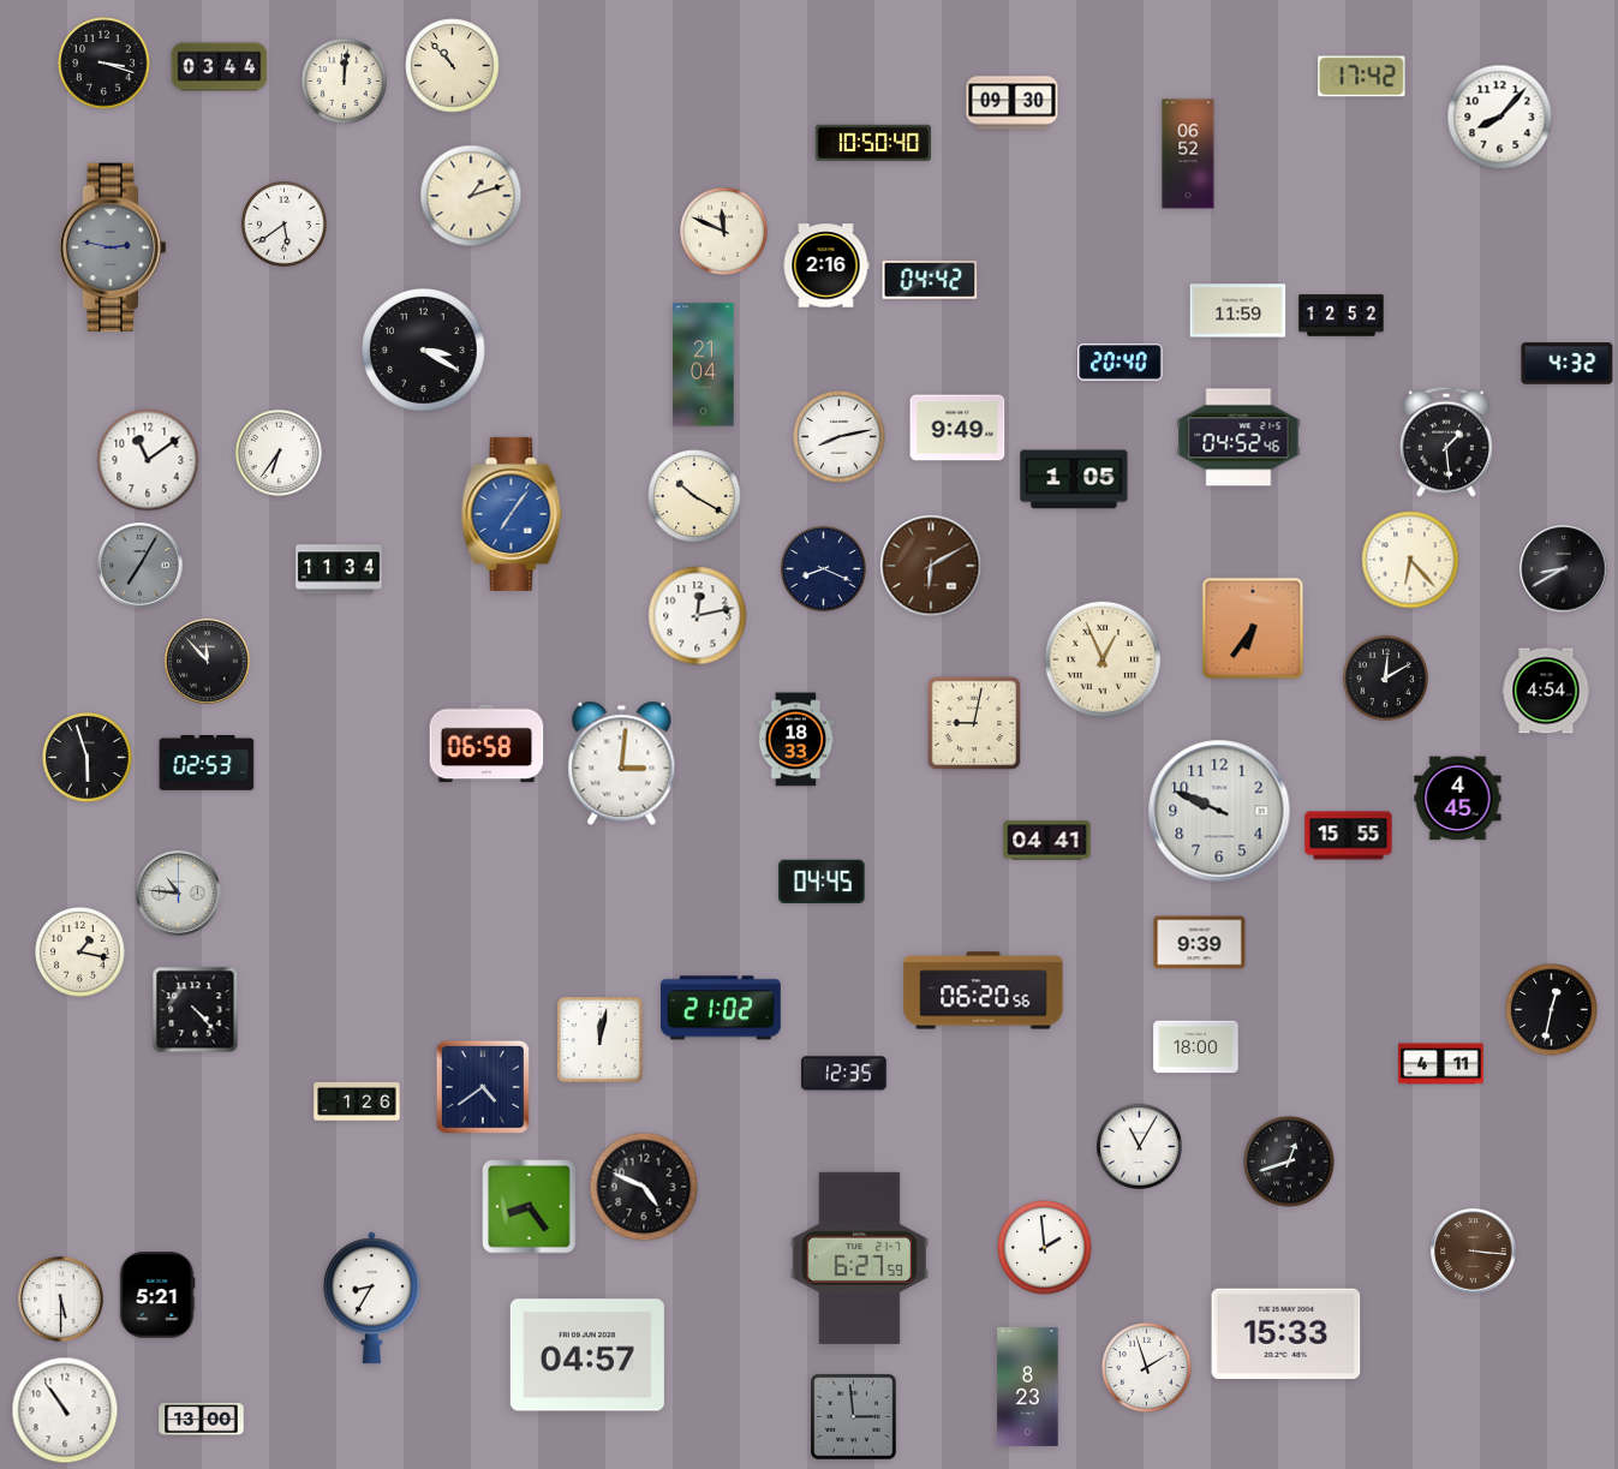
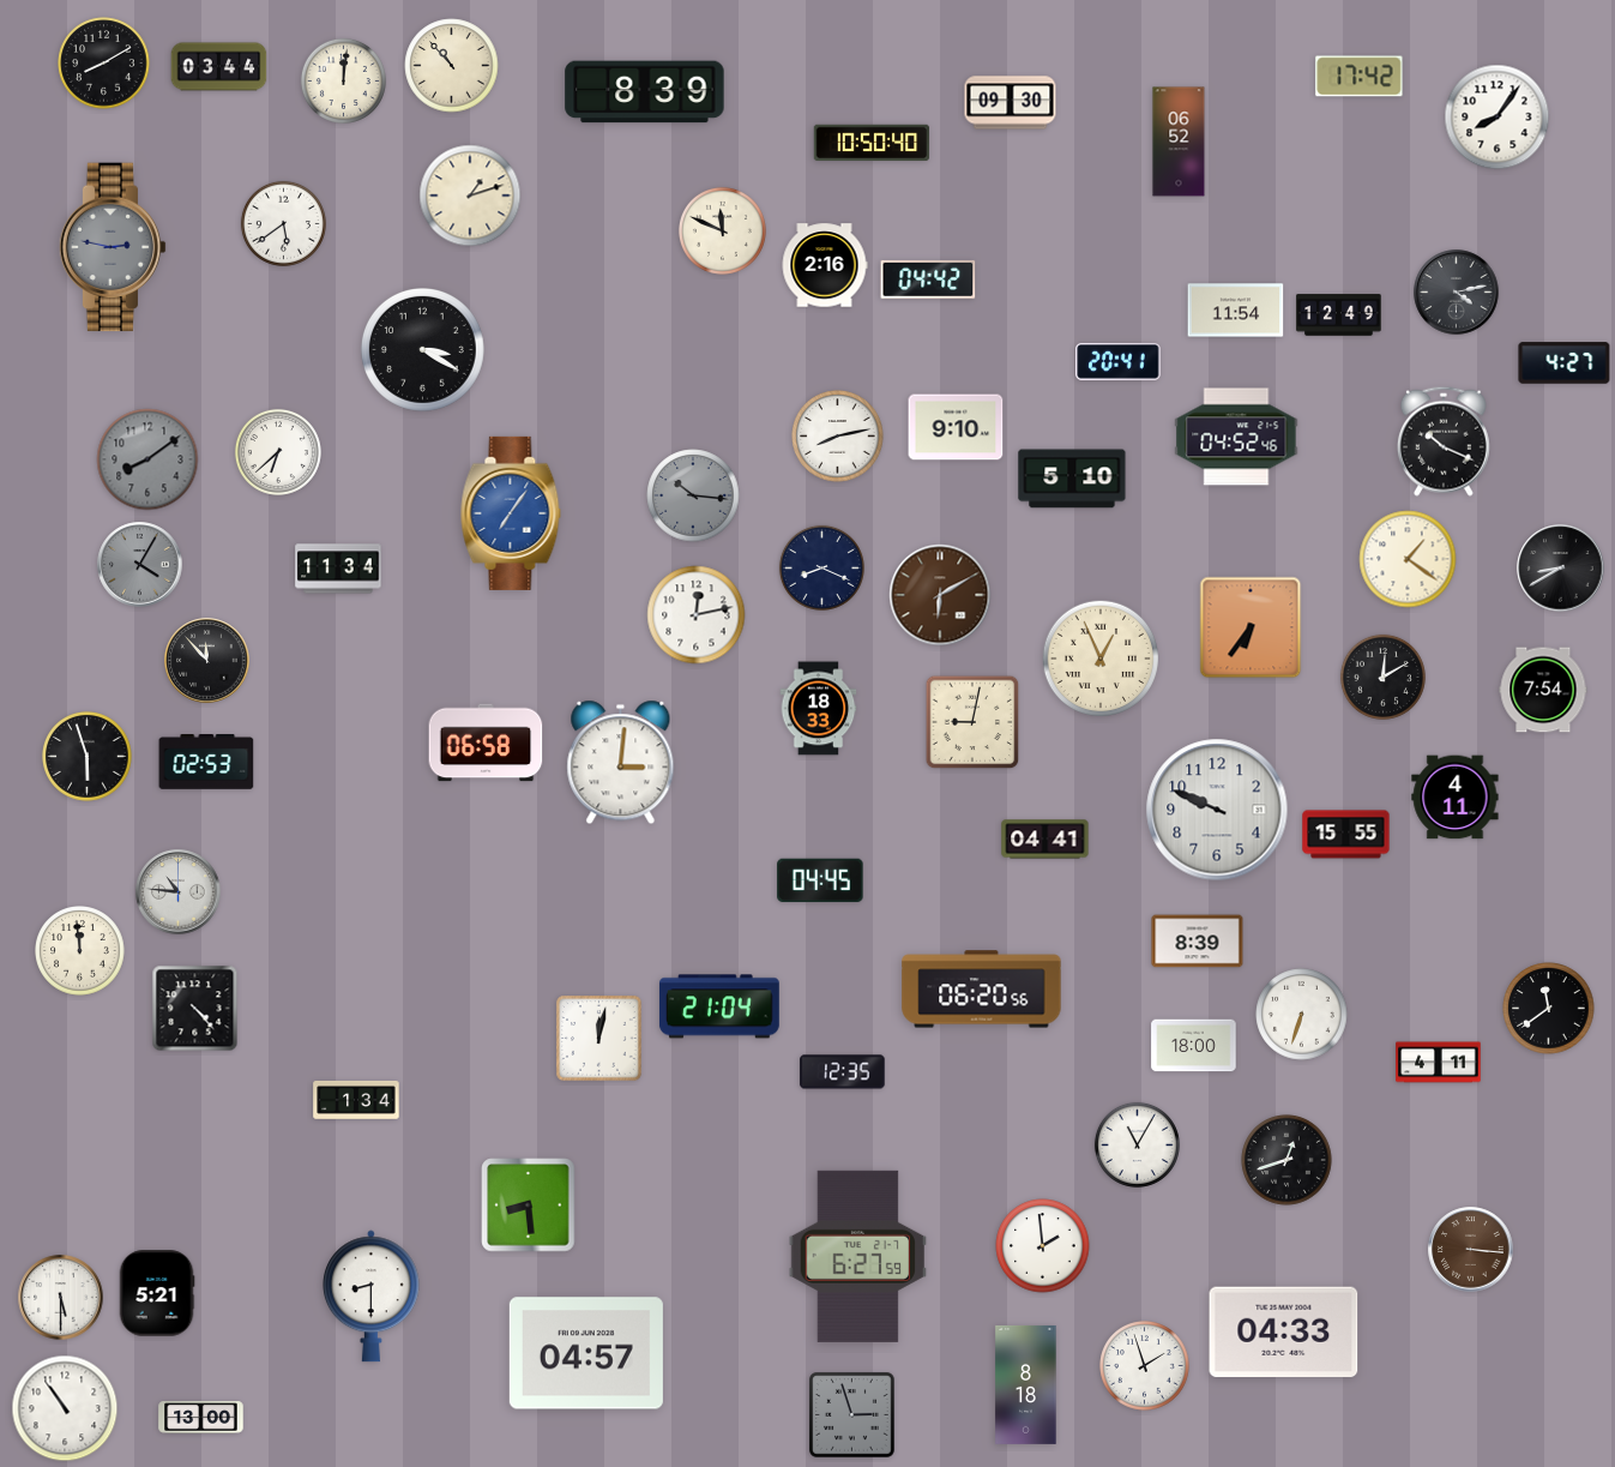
clock at (105, 64): 3:18 -> 8:10
clock at (645, 92): none -> 8:39
clock at (1500, 118): 8:07 -> 8:06
clock at (1188, 154) position: (1188, 154) -> (1179, 142)
clock at (1457, 293): none -> 4:13
clock at (1238, 311): 11:59 -> 11:54
clock at (1342, 316): 12:52 -> 12:49
clock at (1121, 362): 20:40 -> 20:41
clock at (1568, 364): 4:32 -> 4:27
clock at (704, 365): 21:04 -> none
clock at (957, 428): 9:49 -> 9:10
clock at (1446, 442): 1:29 -> 10:19
clock at (279, 453): 6:36 -> 6:38
clock at (148, 460): 11:09 -> 8:09
clock at (148, 460) dial: white -> grey
clock at (1074, 479): 1:05 -> 5:10
clock at (694, 496): 10:20 -> 10:16
clock at (694, 496) dial: cream -> grey
clock at (1410, 560): 6:23 -> 1:21
clock at (141, 566): 7:05 -> 4:05
clock at (931, 566) position: (931, 566) -> (940, 595)
clock at (1546, 691): 4:54 -> 7:54
clock at (796, 740) position: (796, 740) -> (819, 709)
clock at (1458, 799): 4:45 -> 4:11
clock at (1200, 943): 9:39 -> 8:39
clock at (80, 953): 1:17 -> 11:59
clock at (721, 1008): 21:02 -> 21:04
clock at (1552, 1010): 12:32 -> 11:39
clock at (1302, 1015): none -> 6:33
clock at (483, 1087): 4:39 -> none
clock at (357, 1101): 1:26 -> 1:34
clock at (644, 1187): 4:49 -> none
clock at (530, 1207): 8:24 -> 8:29
clock at (371, 1298): 8:35 -> 8:30
clock at (1286, 1334): 15:33 -> 04:33
clock at (1028, 1386): 8:23 -> 8:18
clock at (854, 1417): 2:59 -> 2:57
